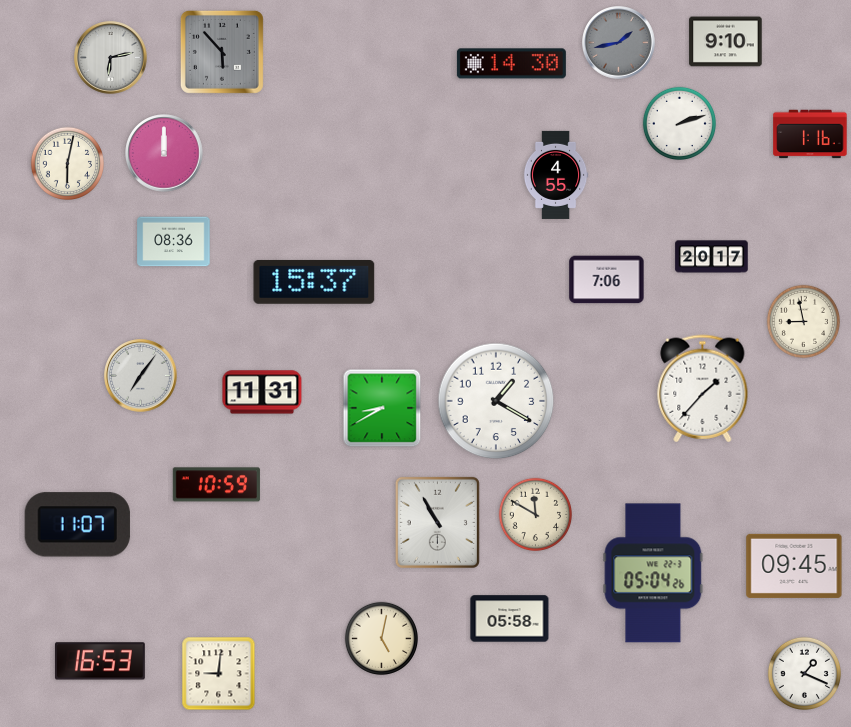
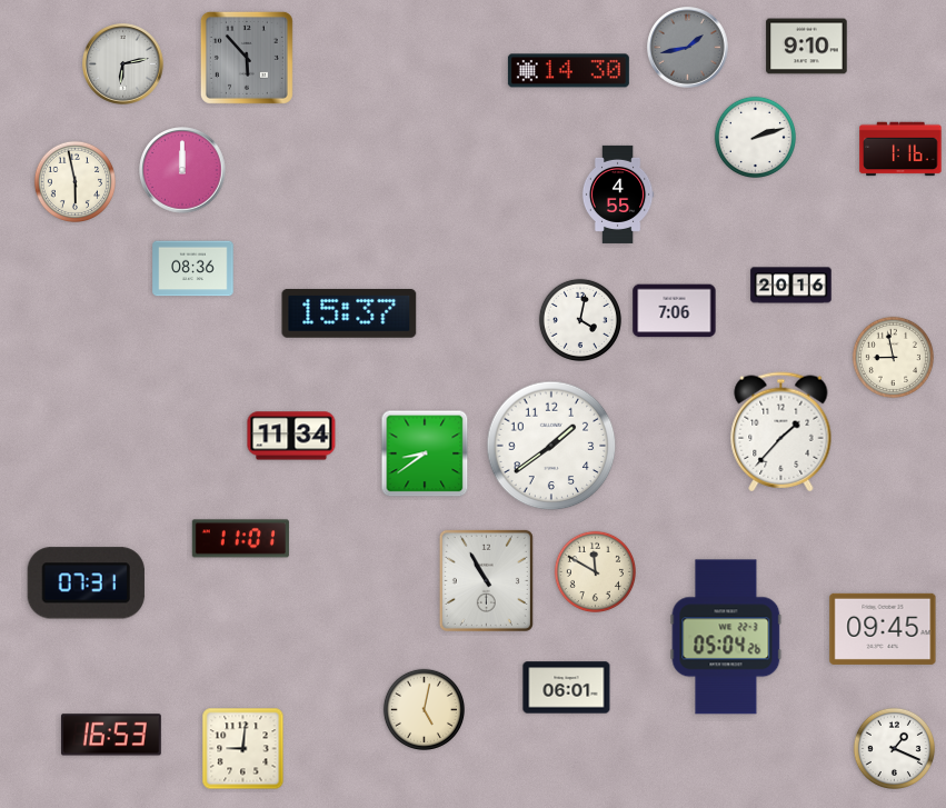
clock at (67, 163): 6:02 -> 5:58
clock at (712, 257): 20:17 -> 20:16
clock at (580, 320): none -> 4:02
clock at (141, 376): 7:06 -> none
clock at (262, 392): 11:31 -> 11:34
clock at (496, 401): 1:20 -> 1:39
clock at (382, 408): 8:40 -> 8:39
clock at (216, 485): 10:59 -> 11:01
clock at (77, 525): 11:07 -> 07:31
clock at (510, 619): 05:58 -> 06:01
